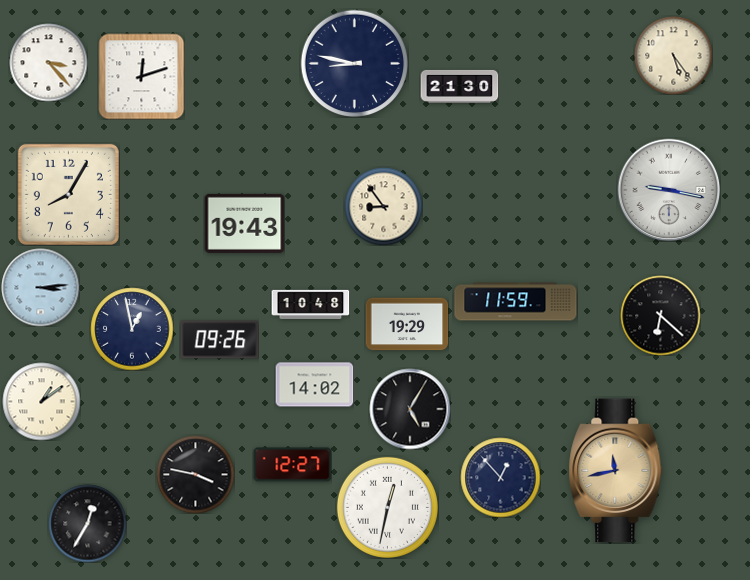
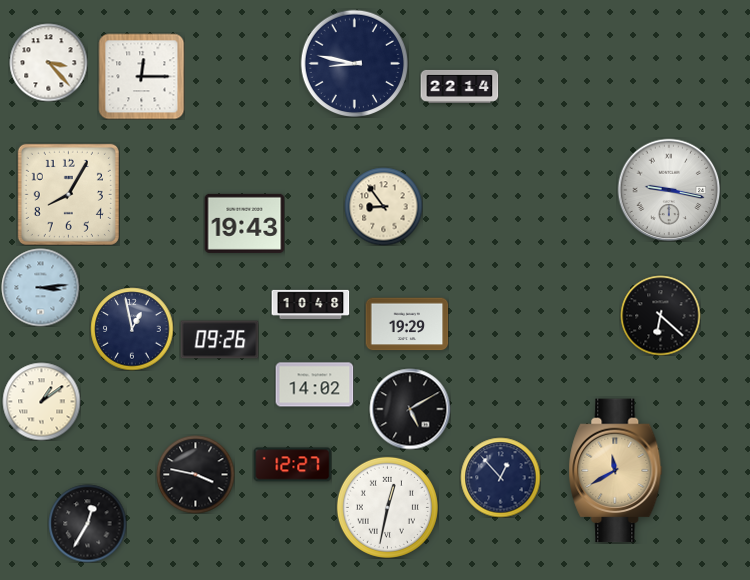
clock at (673, 55): 5:24 -> none
clock at (141, 76): 12:12 -> 12:15
clock at (459, 86): 21:30 -> 22:14
clock at (516, 302): 11:59 -> none
clock at (410, 409): 5:05 -> 5:10
clock at (616, 471): 11:43 -> 11:40
